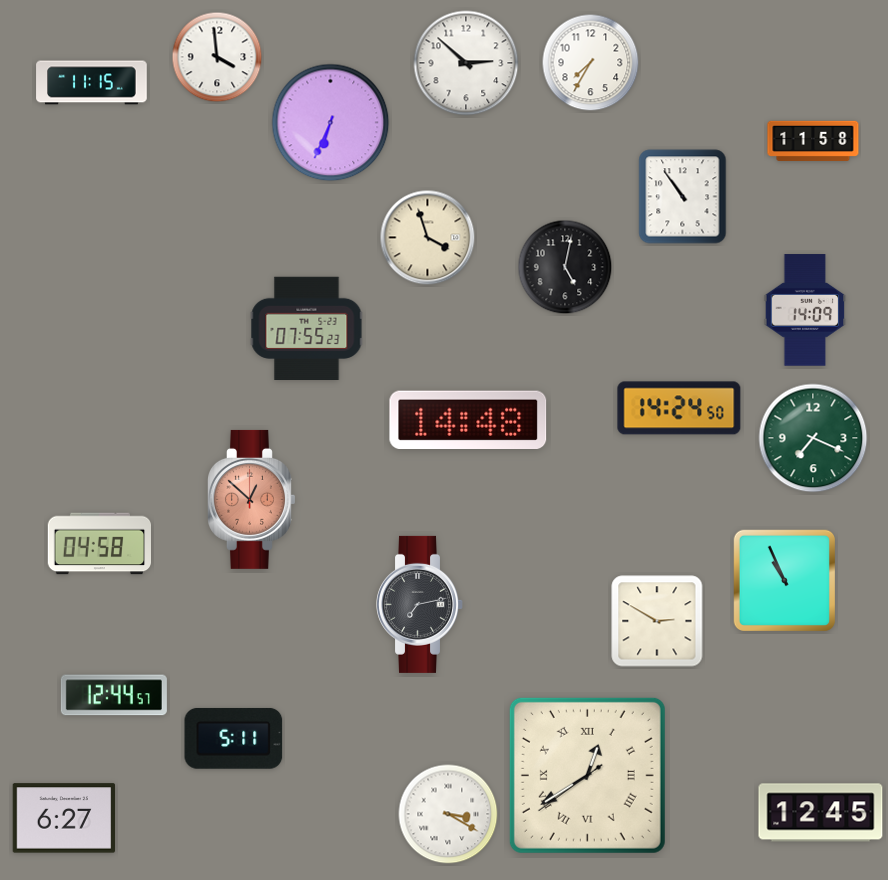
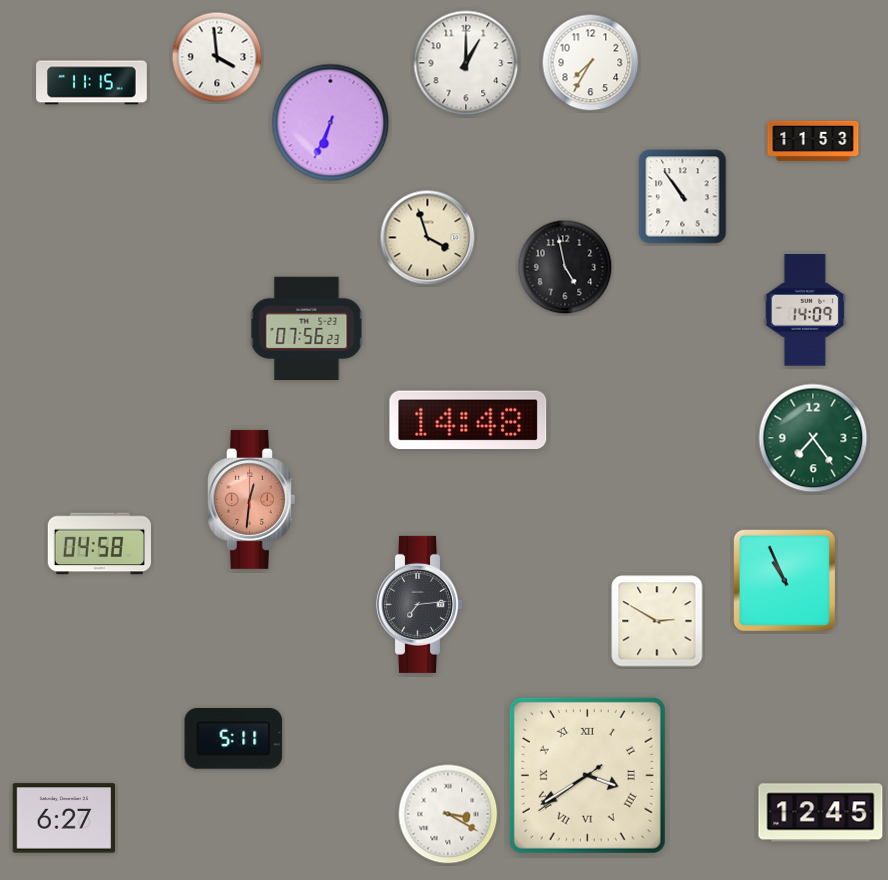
clock at (466, 63): 2:52 -> 1:00
clock at (813, 140): 11:58 -> 11:53
clock at (565, 267): 5:02 -> 4:58
clock at (307, 328): 07:55 -> 07:56
clock at (679, 408): 14:24 -> none
clock at (813, 438): 7:19 -> 7:24
clock at (252, 499): 12:52 -> 12:31
clock at (420, 604): 7:13 -> 7:14
clock at (114, 695): 12:44 -> none
clock at (587, 775): 12:39 -> 3:39
